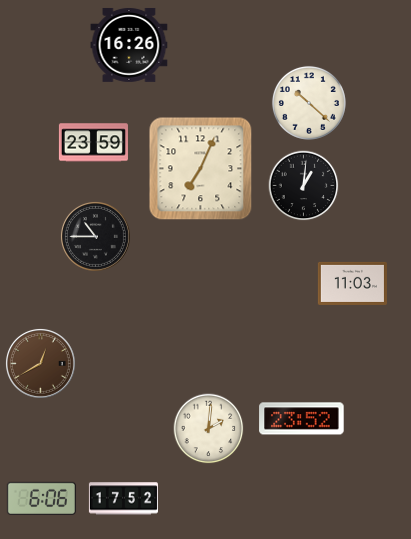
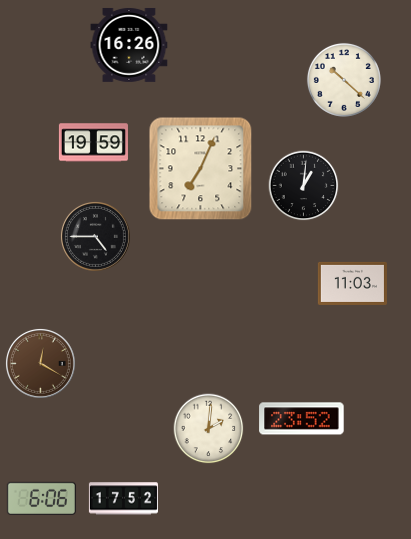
clock at (309, 103) position: (309, 103) -> (344, 80)
clock at (93, 143): 23:59 -> 19:59
clock at (95, 236): 10:45 -> 4:45
clock at (40, 363): 12:40 -> 12:20
